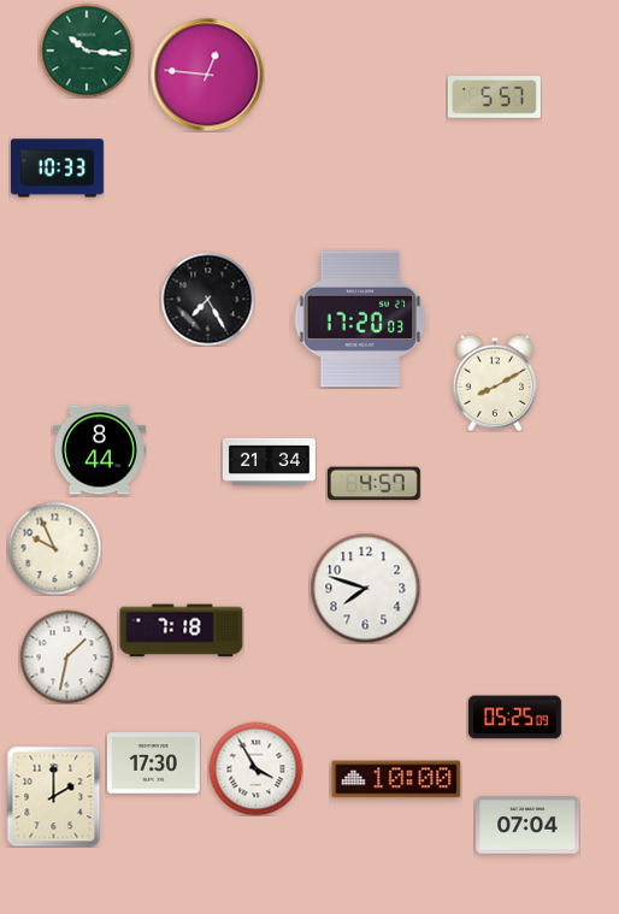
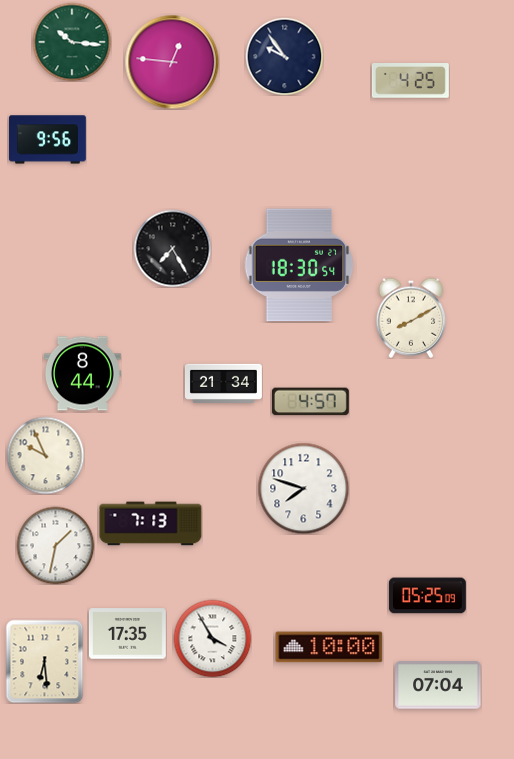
clock at (284, 56): none -> 9:54
clock at (494, 98): 5:57 -> 4:25
clock at (57, 169): 10:33 -> 9:56
clock at (360, 319): 17:20 -> 18:30
clock at (182, 631): 7:18 -> 7:13
clock at (153, 763): 17:30 -> 17:35
clock at (54, 796): 2:00 -> 6:29
